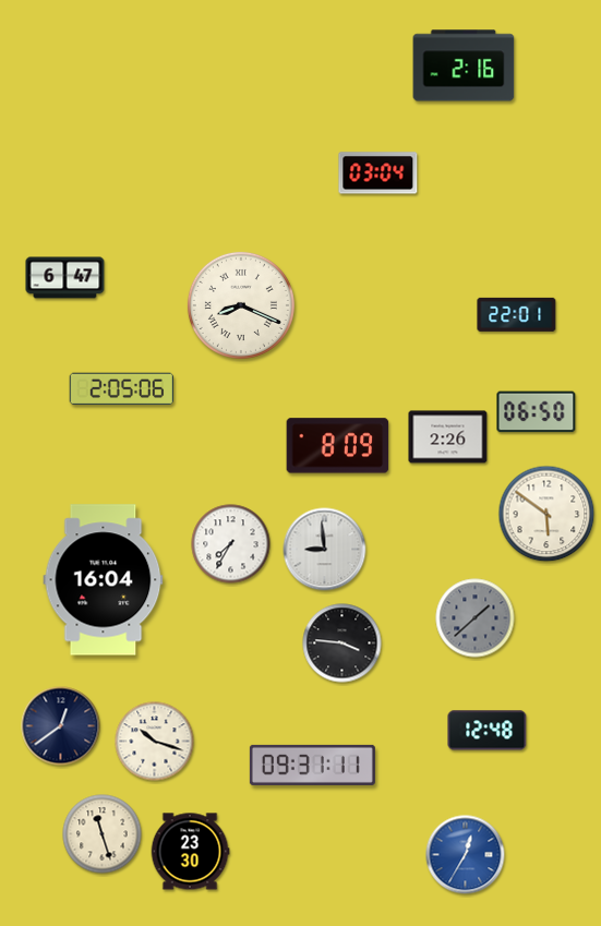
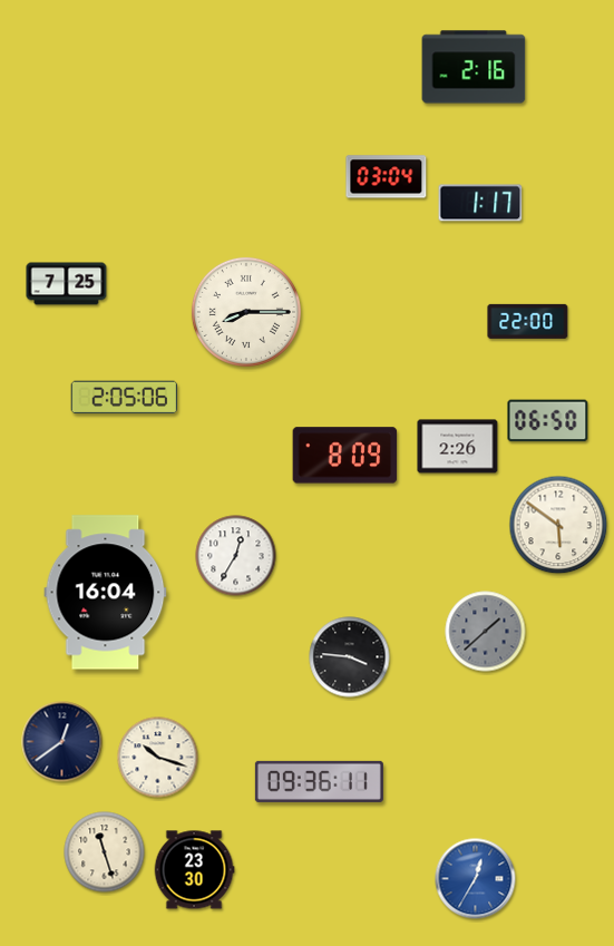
clock at (480, 203): none -> 1:17
clock at (65, 278): 6:47 -> 7:25
clock at (241, 305): 8:19 -> 8:15
clock at (517, 314): 22:01 -> 22:00
clock at (231, 544): 7:35 -> 12:35
clock at (325, 550): 8:59 -> none
clock at (488, 731): 12:48 -> none
clock at (312, 765): 09:31 -> 09:36
clock at (466, 855) position: (466, 855) -> (476, 879)
